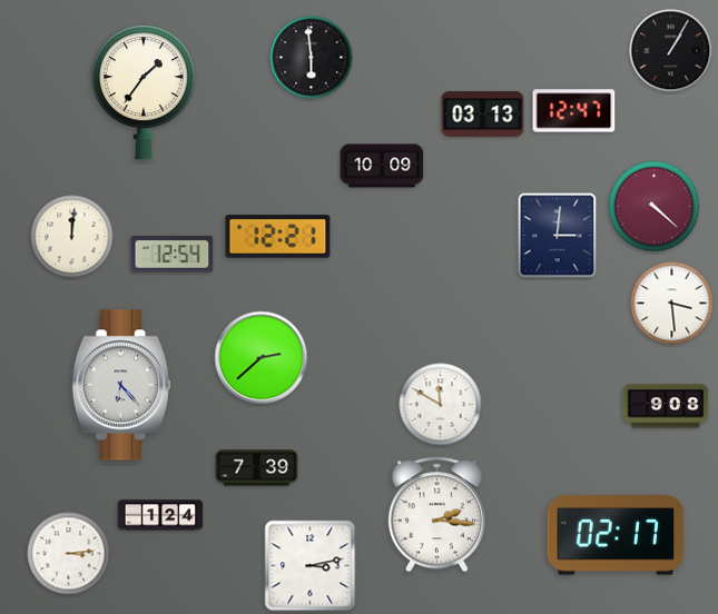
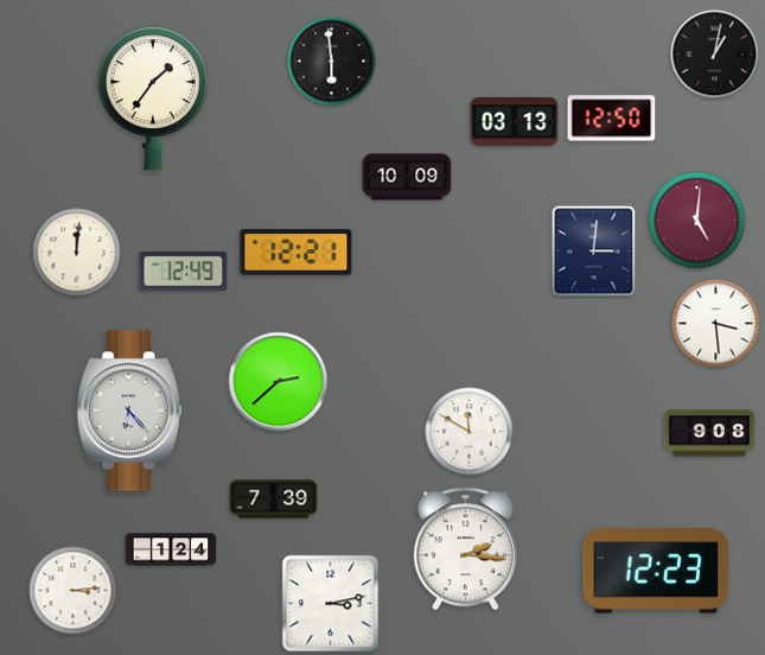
clock at (671, 51): 1:05 -> 1:02
clock at (574, 111): 12:47 -> 12:50
clock at (655, 207): 4:22 -> 5:01
clock at (173, 255): 12:54 -> 12:49
clock at (616, 535): 02:17 -> 12:23
